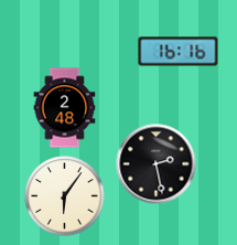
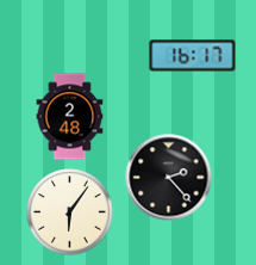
clock at (179, 52): 16:16 -> 16:17
clock at (157, 164): 2:28 -> 2:23
